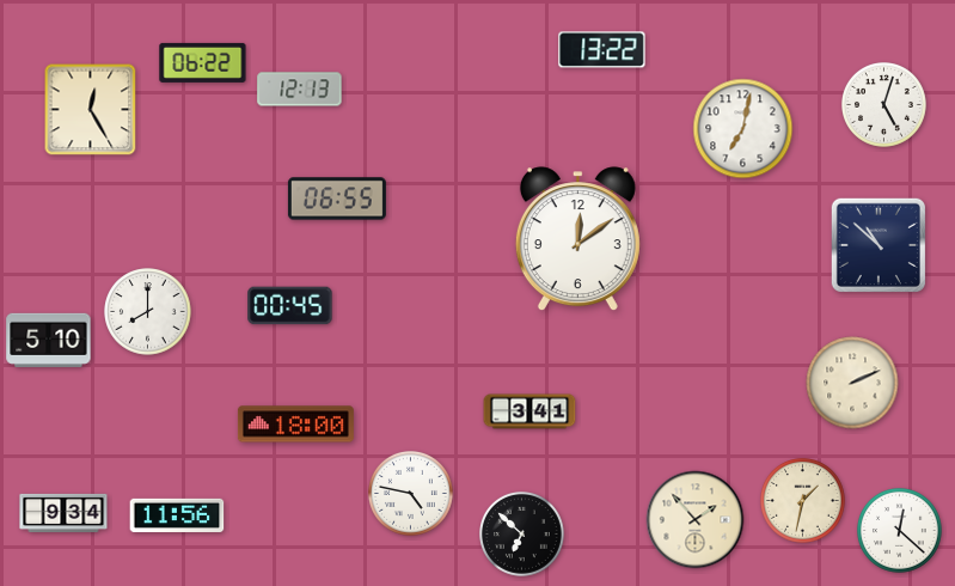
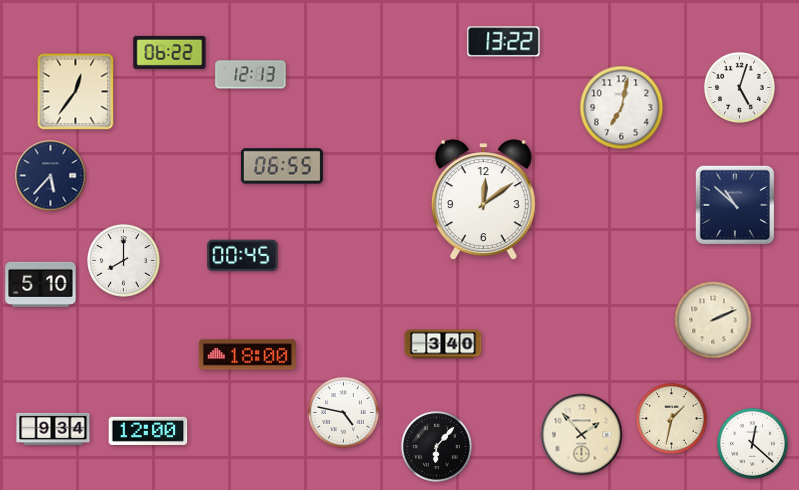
clock at (91, 110): 12:25 -> 12:36
clock at (51, 176): none -> 5:37
clock at (529, 411): 3:41 -> 3:40
clock at (177, 515): 11:56 -> 12:00
clock at (522, 535): 6:52 -> 6:07
